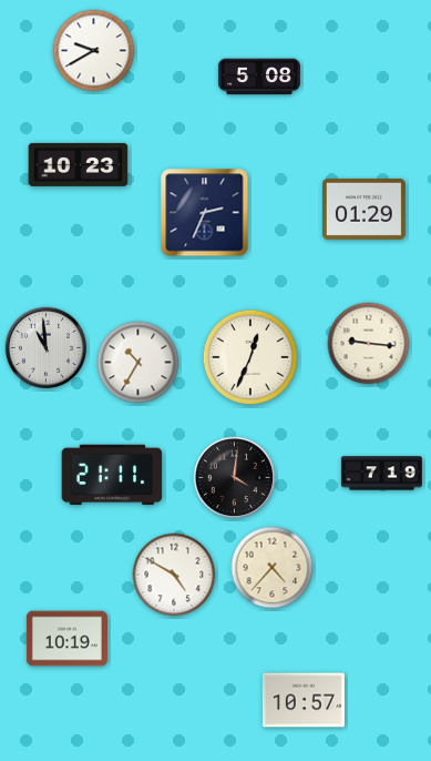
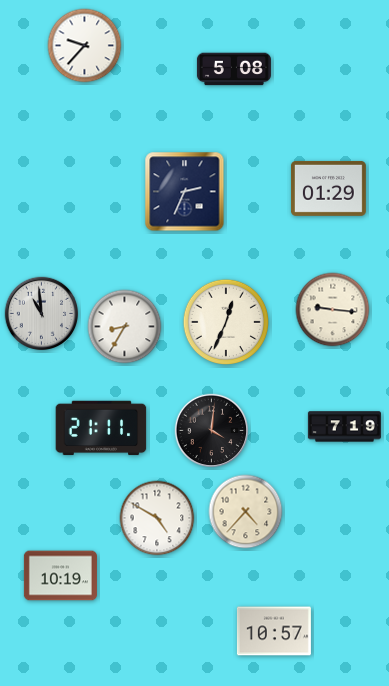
clock at (94, 51): 9:40 -> 9:37
clock at (79, 164): 10:23 -> none
clock at (138, 363): 10:35 -> 8:35
